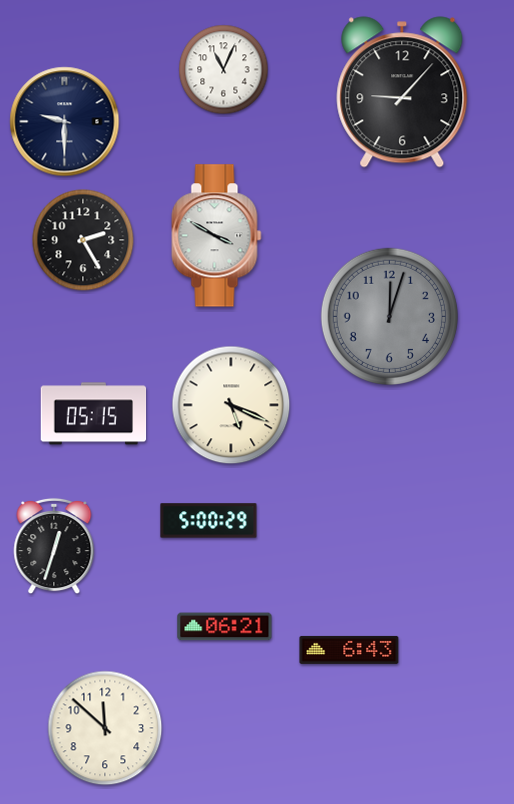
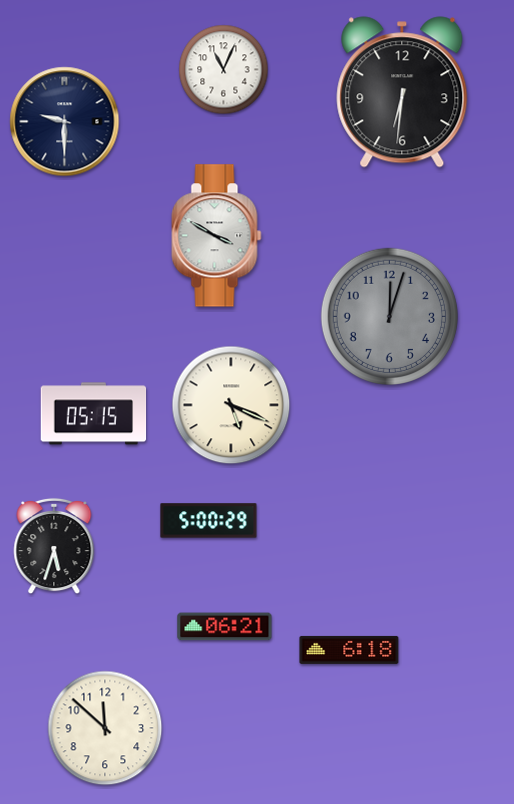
clock at (402, 92): 9:07 -> 6:31
clock at (83, 240): 2:25 -> none
clock at (54, 546): 12:33 -> 5:33
clock at (349, 650): 6:43 -> 6:18
